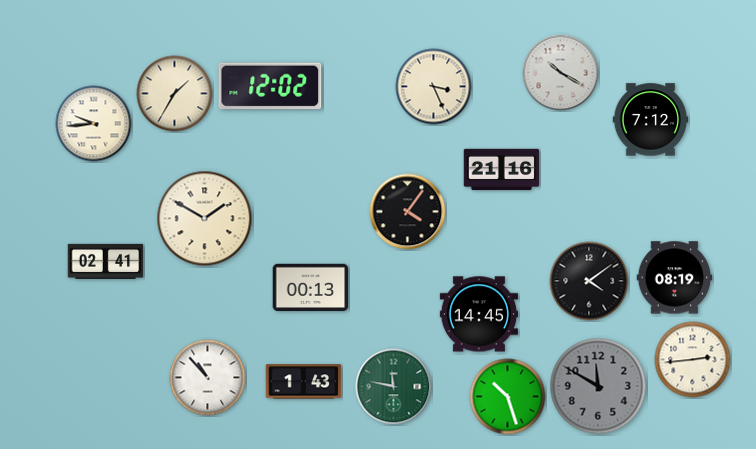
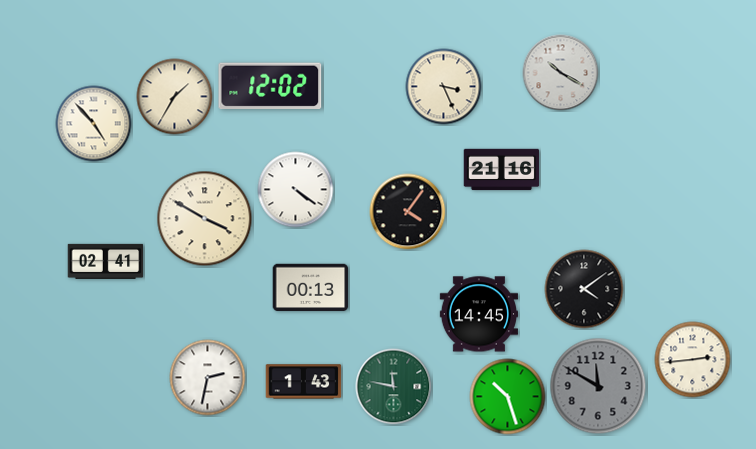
clock at (434, 87) position: (434, 87) -> (444, 87)
clock at (175, 94) position: (175, 94) -> (175, 97)
clock at (651, 120): 7:12 -> none
clock at (94, 124): 9:44 -> 4:53
clock at (296, 190): none -> 4:21
clock at (205, 219): 1:50 -> 3:50
clock at (675, 278): 08:19 -> none
clock at (589, 281) position: (589, 281) -> (584, 289)
clock at (208, 378): 10:53 -> 2:32
